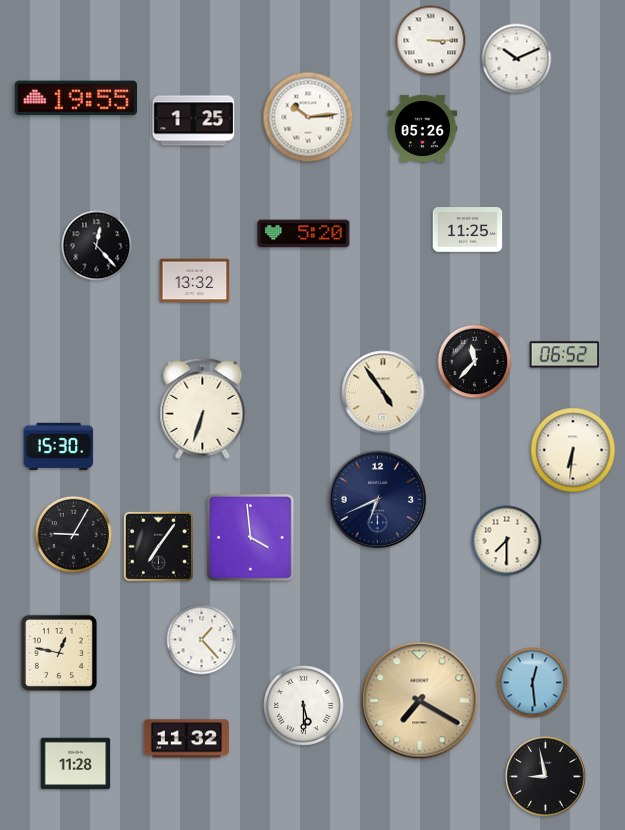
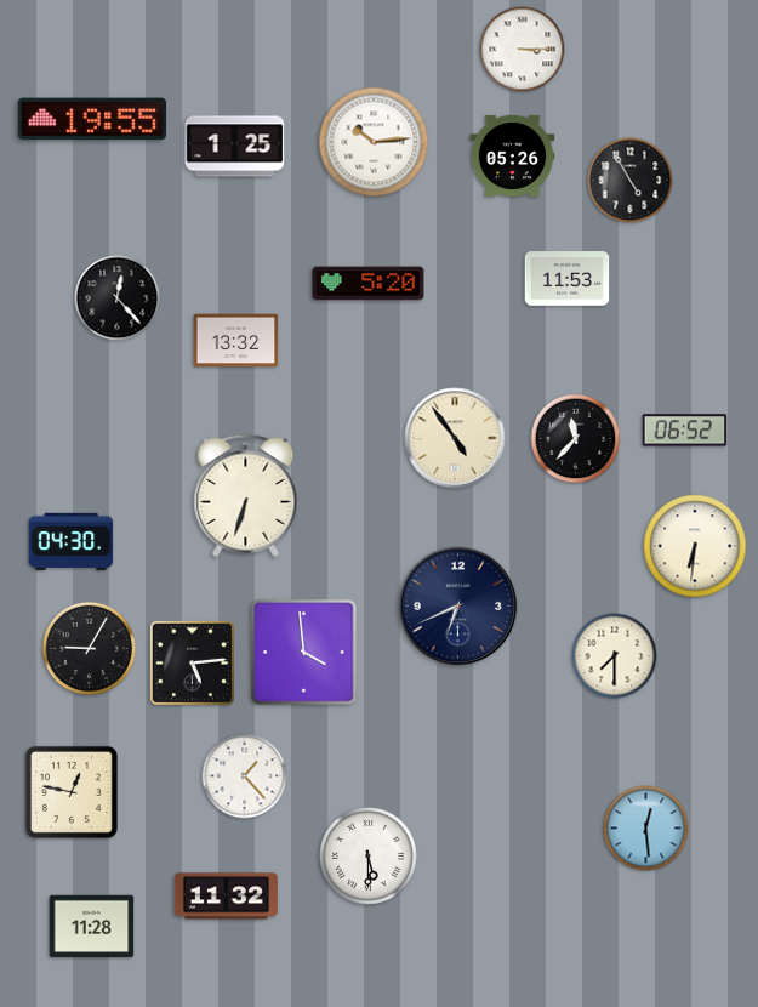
clock at (517, 59): 10:11 -> none
clock at (631, 181): none -> 4:55
clock at (468, 230): 11:25 -> 11:53
clock at (383, 392) position: (383, 392) -> (455, 438)
clock at (59, 446): 15:30 -> 04:30
clock at (158, 546): 7:06 -> 5:14
clock at (420, 701): 7:20 -> none
clock at (546, 777): 8:58 -> none
